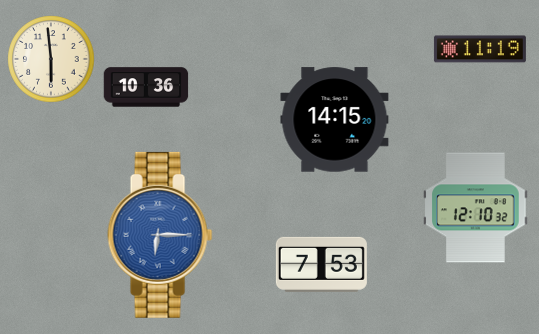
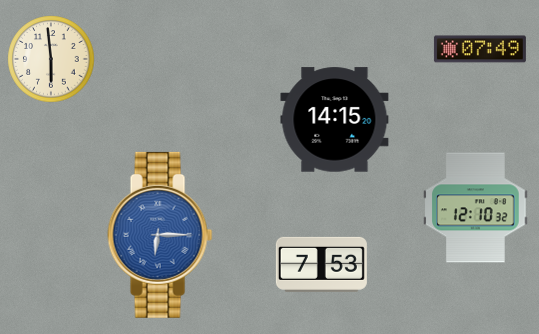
clock at (480, 49): 11:19 -> 07:49
clock at (146, 87): 10:36 -> none
